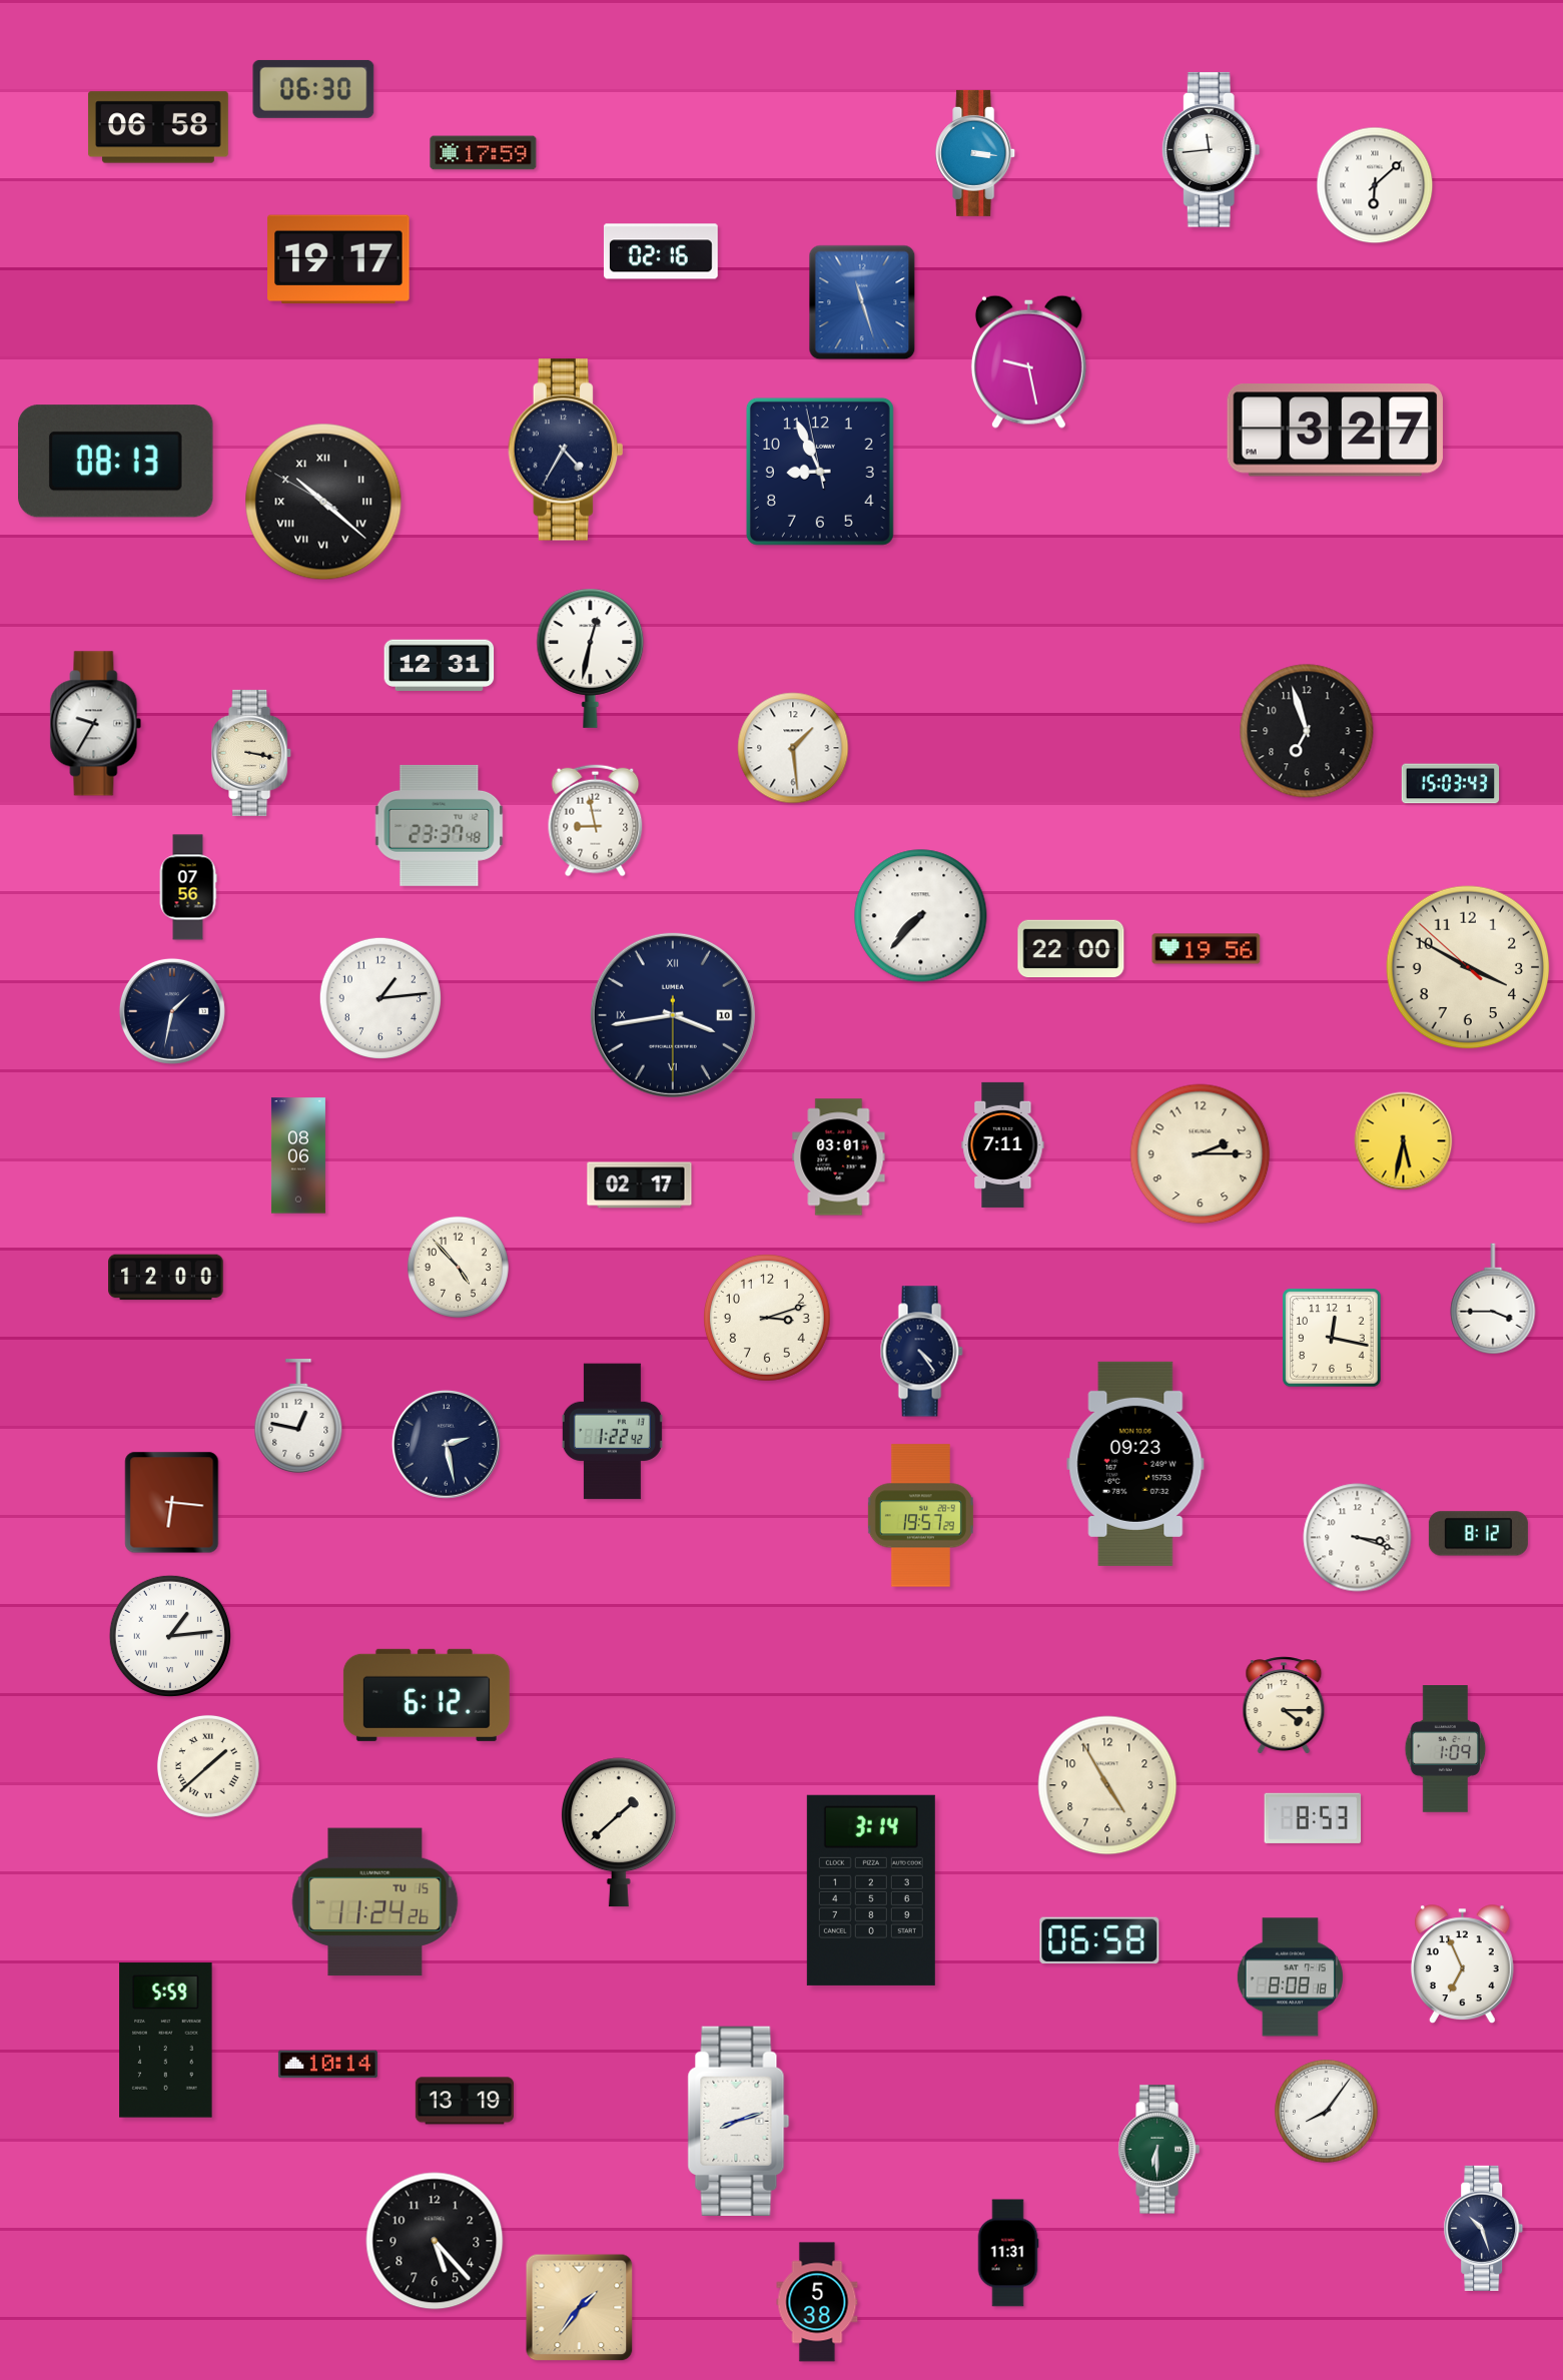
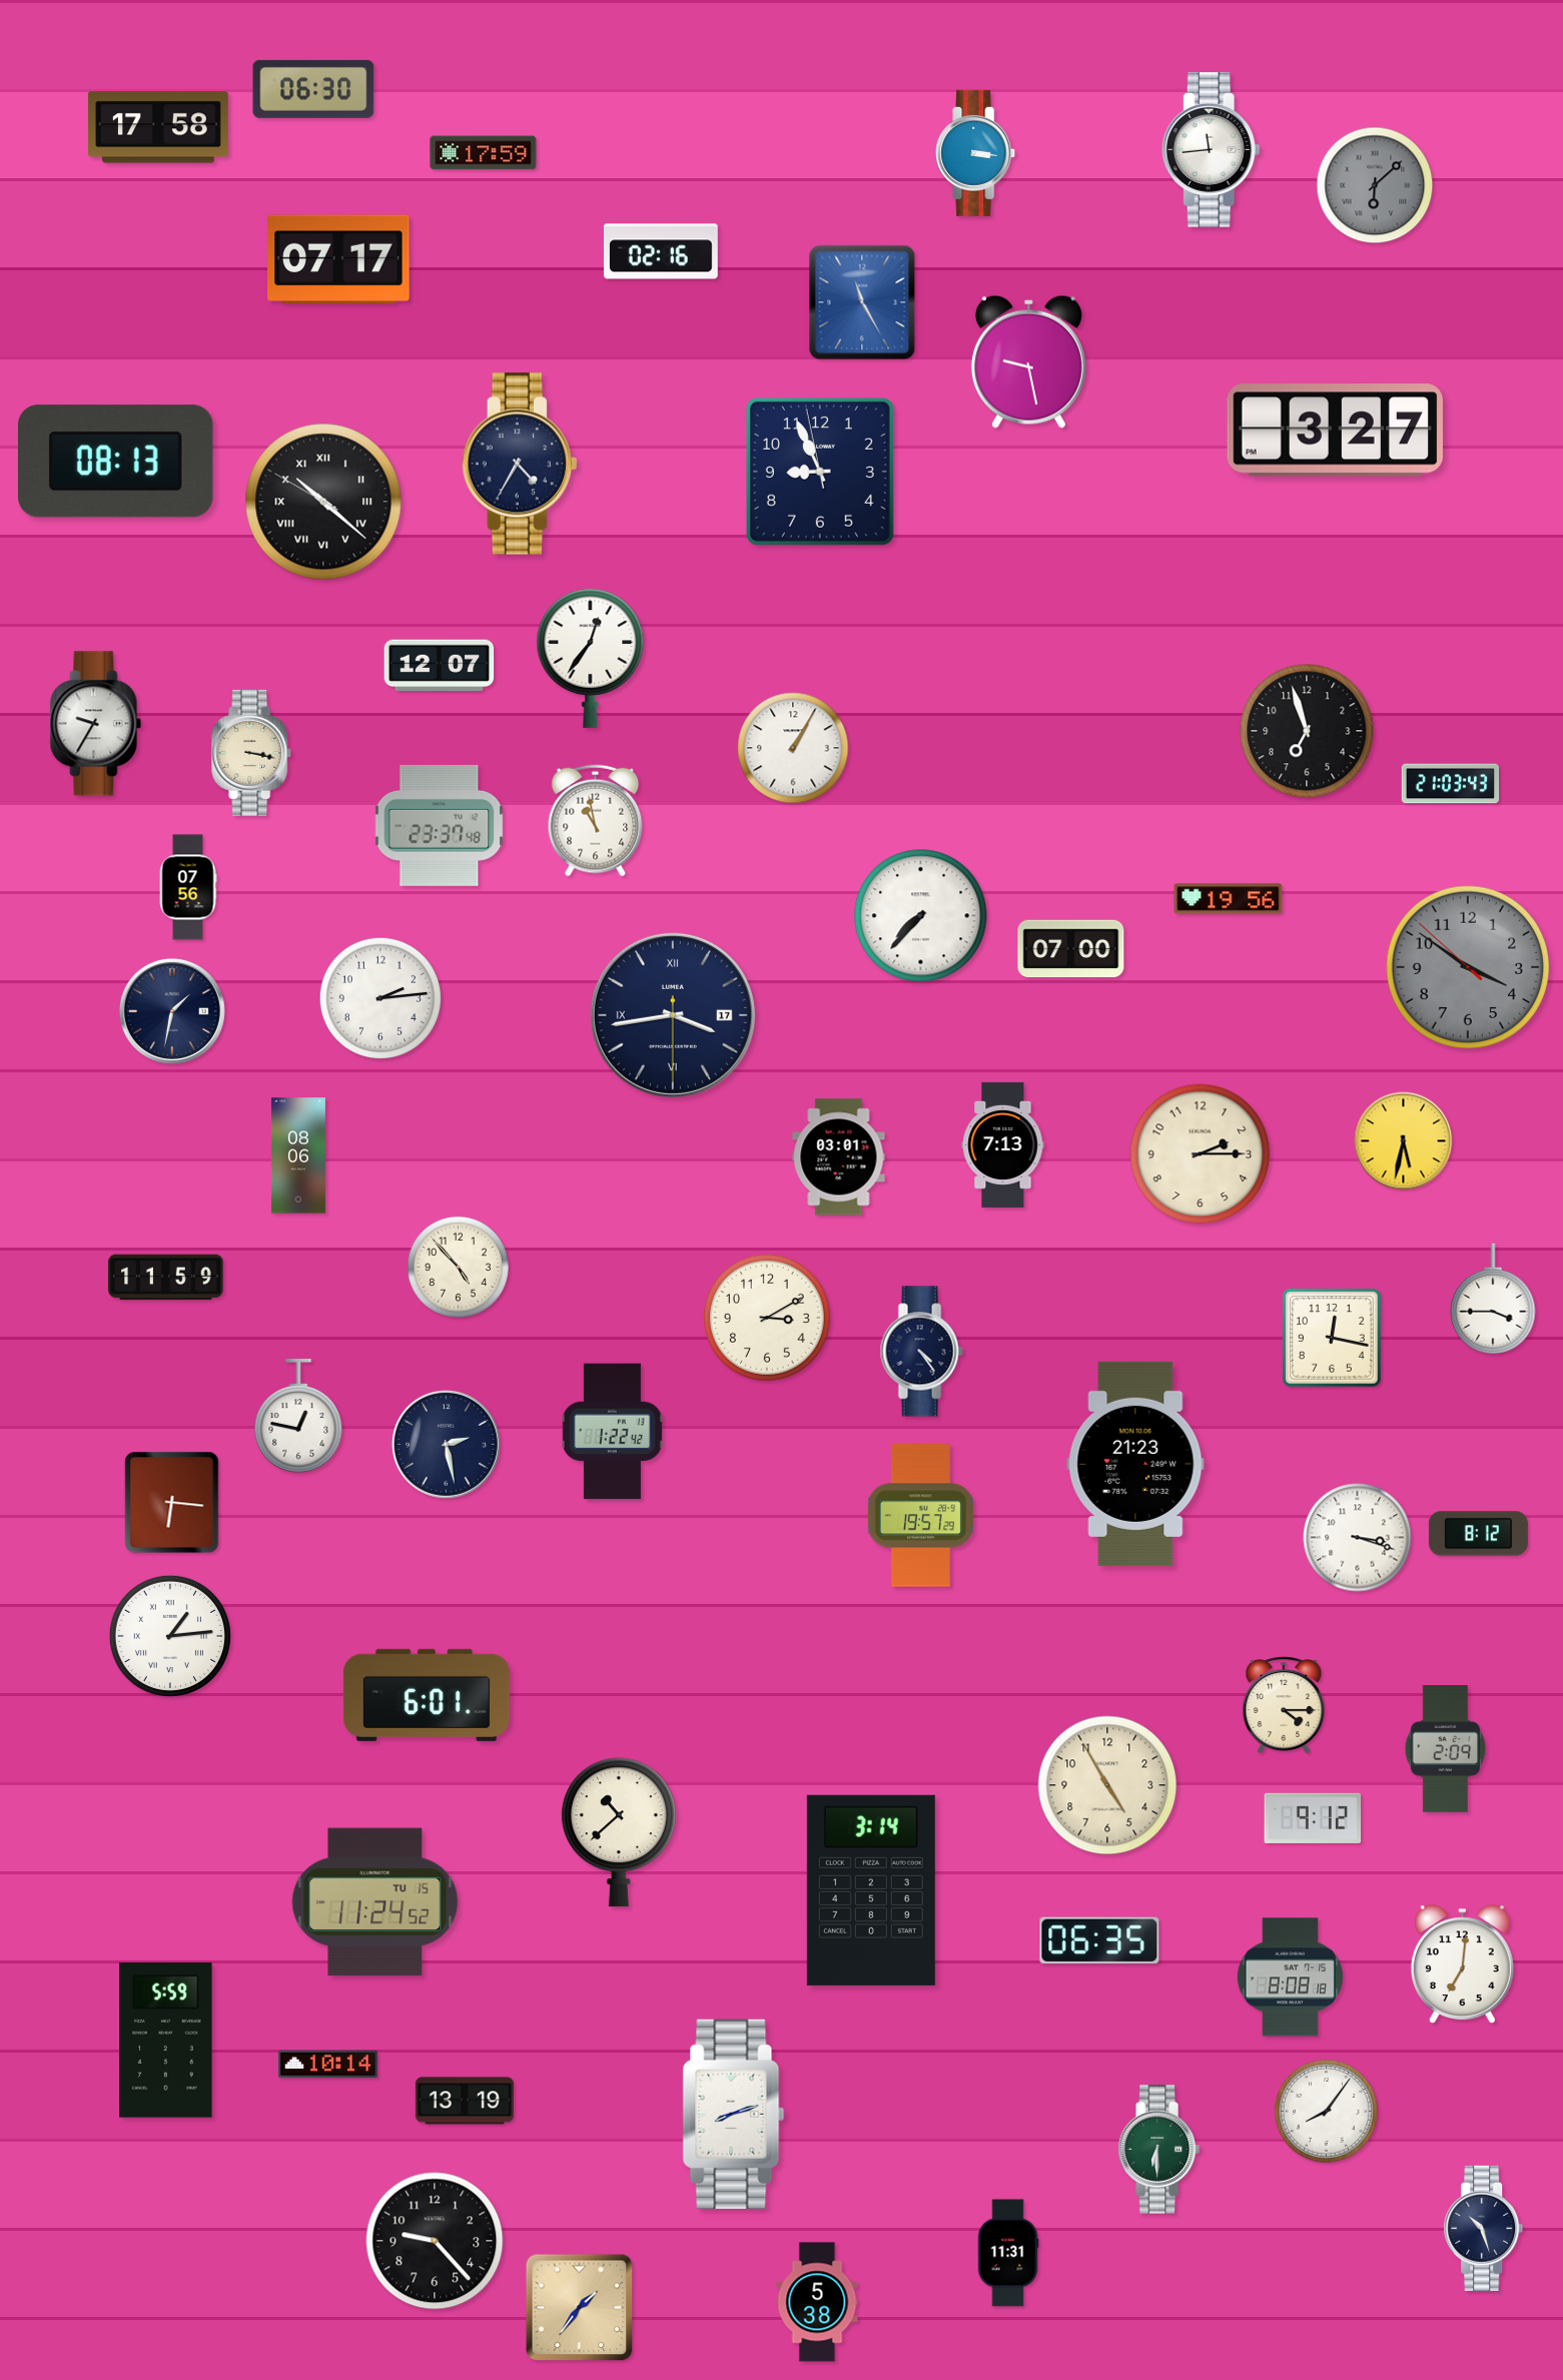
clock at (158, 127): 06:58 -> 17:58
clock at (1375, 185) dial: white -> grey
clock at (338, 259): 19:17 -> 07:17
clock at (862, 302): 11:27 -> 11:25
clock at (565, 450) position: (565, 450) -> (519, 464)
clock at (591, 658): 12:32 -> 12:36
clock at (440, 665): 12:31 -> 12:07
clock at (793, 748): 1:29 -> 1:05
clock at (1451, 784): 15:03 -> 21:03
clock at (596, 821): 8:58 -> 10:58
clock at (1071, 949): 22:00 -> 07:00
clock at (1207, 949) position: (1207, 949) -> (1229, 899)
clock at (1468, 967): 3:49 -> 3:50
clock at (1468, 967) dial: cream -> grey
clock at (380, 998): 1:14 -> 2:14
clock at (673, 1015) date: 10 -> 17
clock at (1003, 1144): 7:11 -> 7:13
clock at (640, 1185): 02:17 -> none
clock at (166, 1278): 12:00 -> 11:59
clock at (768, 1319): 3:12 -> 3:10
clock at (1135, 1464): 09:23 -> 21:23
clock at (427, 1695): 6:12 -> 6:01
clock at (1446, 1749): 1:09 -> 2:09
clock at (208, 1766): 1:38 -> none
clock at (1313, 1818): 8:53 -> 9:12
clock at (619, 1832): 1:38 -> 10:38
clock at (375, 1902): 11:24:26 -> 11:24:52
clock at (1099, 1940): 06:58 -> 06:35
clock at (1462, 1964): 6:56 -> 7:01
clock at (739, 2121) position: (739, 2121) -> (734, 2114)
clock at (435, 2241): 5:23 -> 9:23
